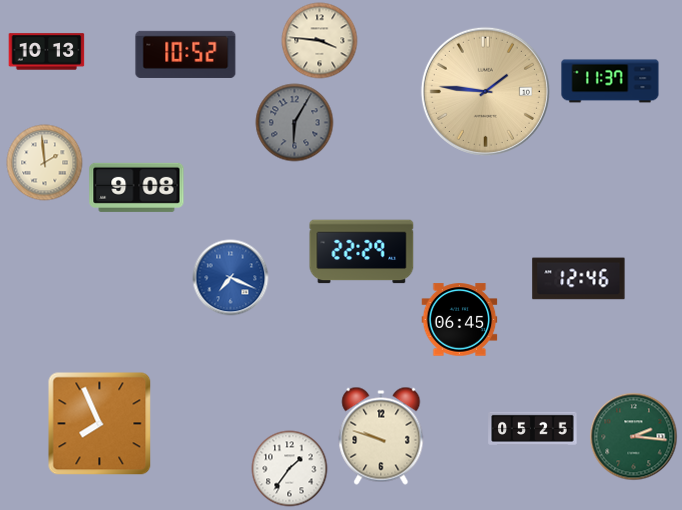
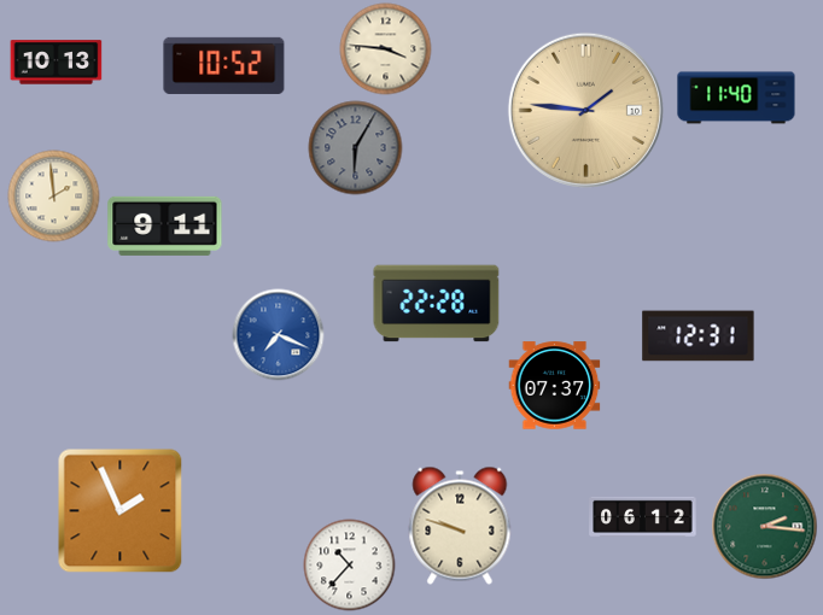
clock at (610, 81): 11:37 -> 11:40
clock at (137, 187): 9:08 -> 9:11
clock at (362, 252): 22:29 -> 22:28
clock at (579, 279): 12:46 -> 12:31
clock at (460, 320): 06:45 -> 07:37
clock at (100, 424): 7:56 -> 1:56
clock at (533, 428): 05:25 -> 06:12
clock at (290, 469): 1:36 -> 10:37
